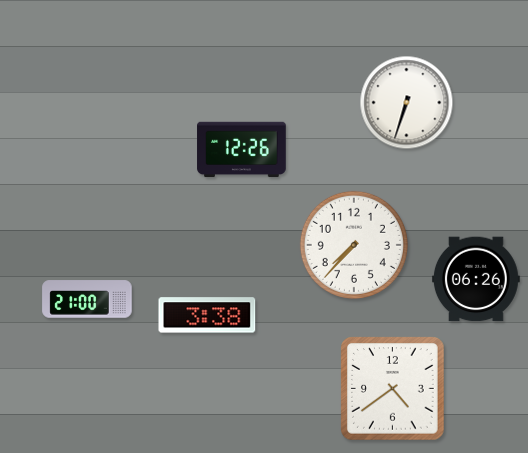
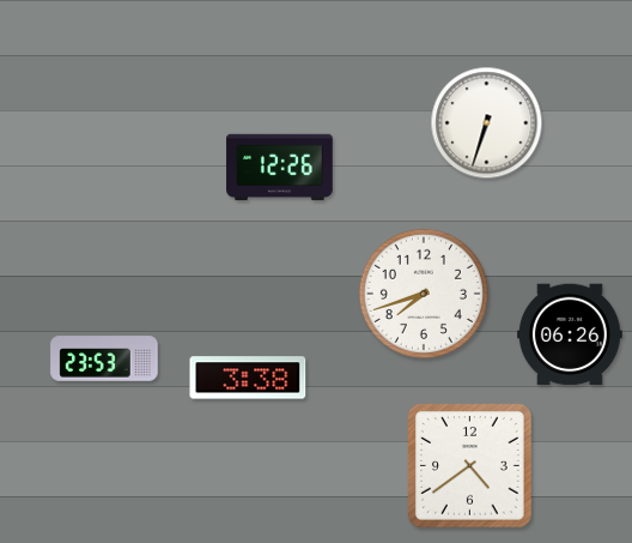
clock at (242, 150) position: (242, 150) -> (280, 168)
clock at (354, 245): 7:37 -> 7:42
clock at (87, 299): 21:00 -> 23:53
